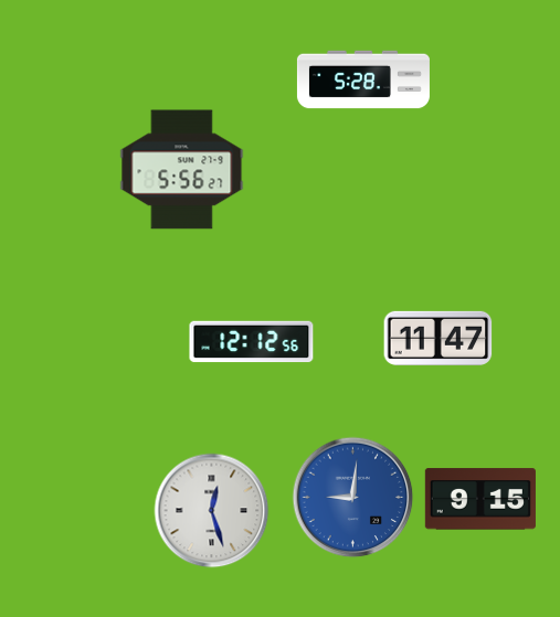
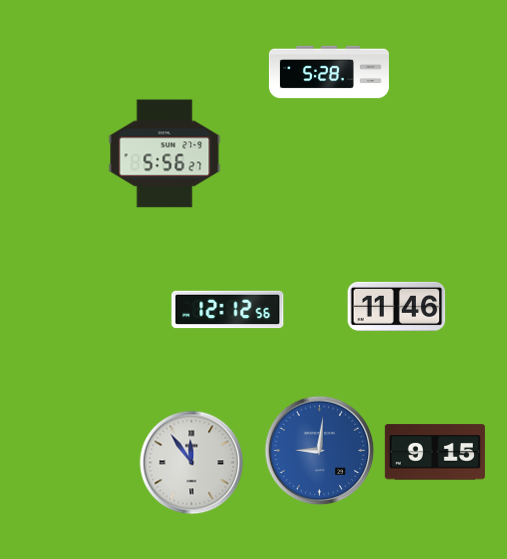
clock at (439, 338): 11:47 -> 11:46
clock at (212, 511): 12:27 -> 11:54
